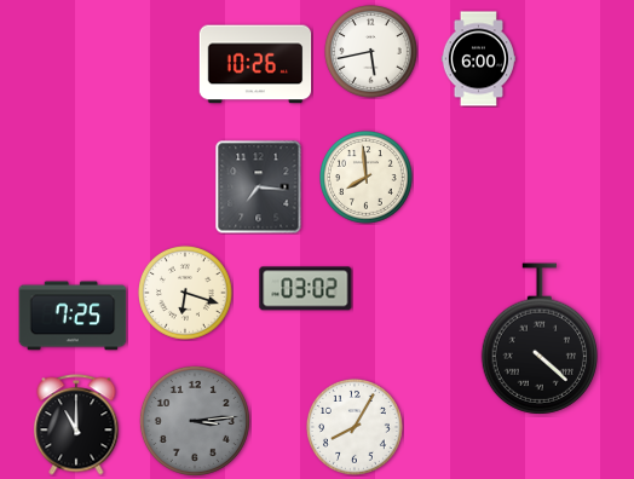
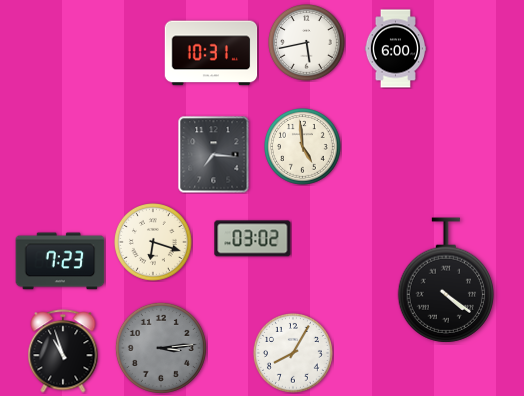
clock at (255, 64): 10:26 -> 10:31
clock at (367, 178): 7:59 -> 4:59
clock at (73, 316): 7:25 -> 7:23
clock at (538, 339): 4:22 -> 4:21
clock at (76, 425): 11:00 -> 10:57
